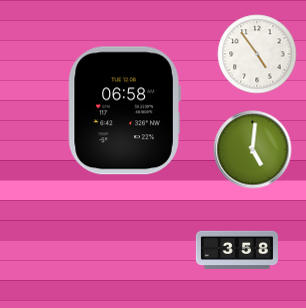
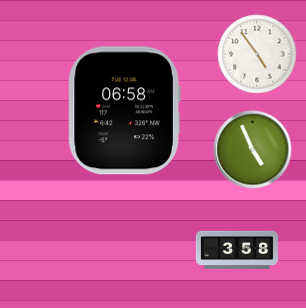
clock at (253, 150): 5:01 -> 4:56
